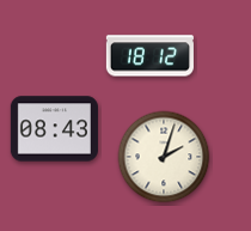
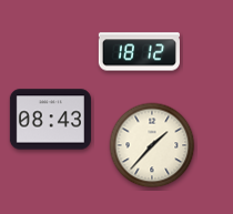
clock at (164, 157): 2:03 -> 1:37
